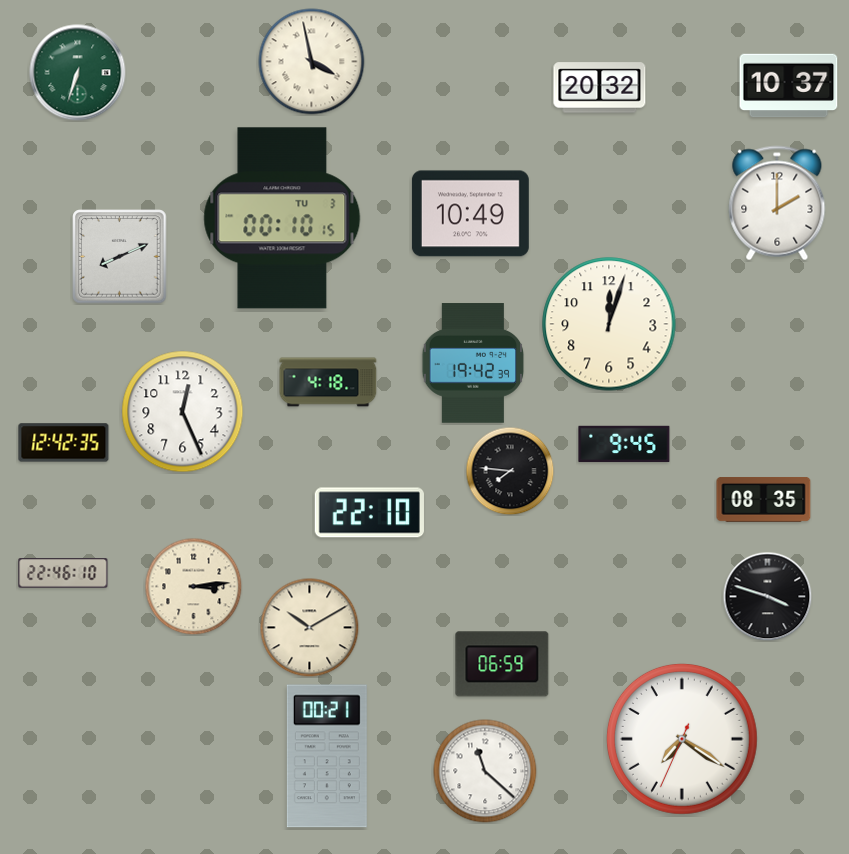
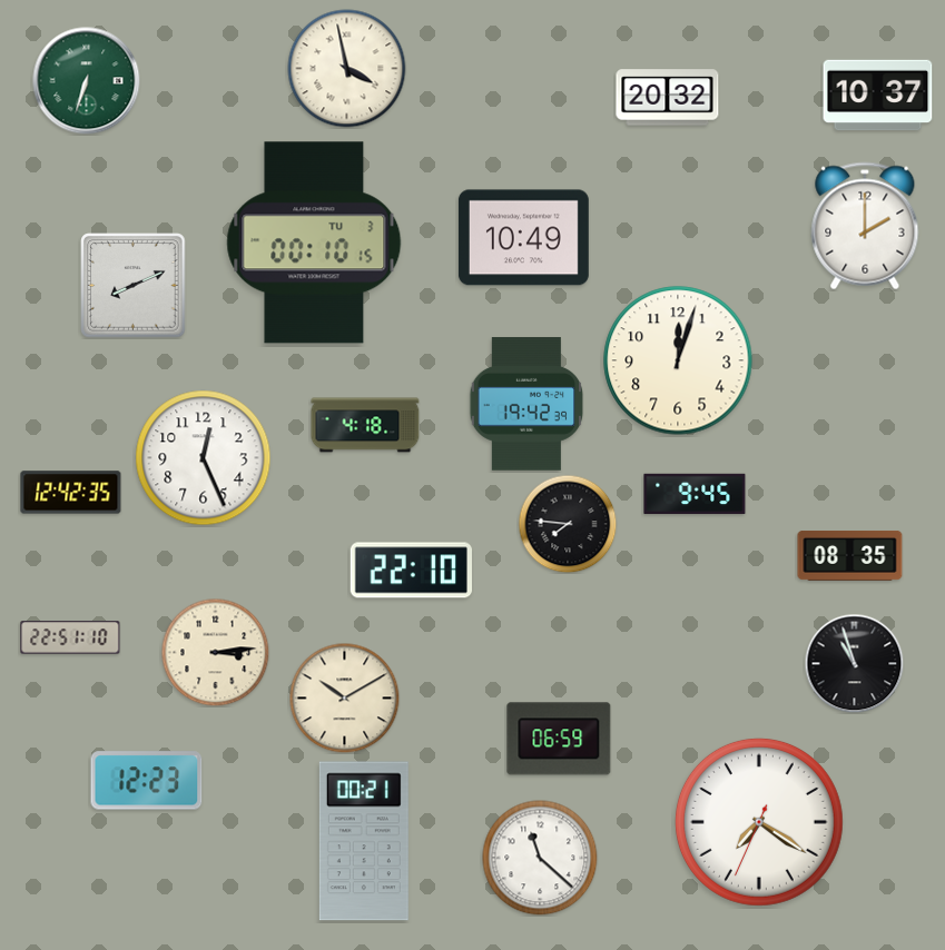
clock at (63, 573): 22:46 -> 22:51
clock at (767, 596): 3:48 -> 10:57
clock at (147, 781): none -> 12:23
